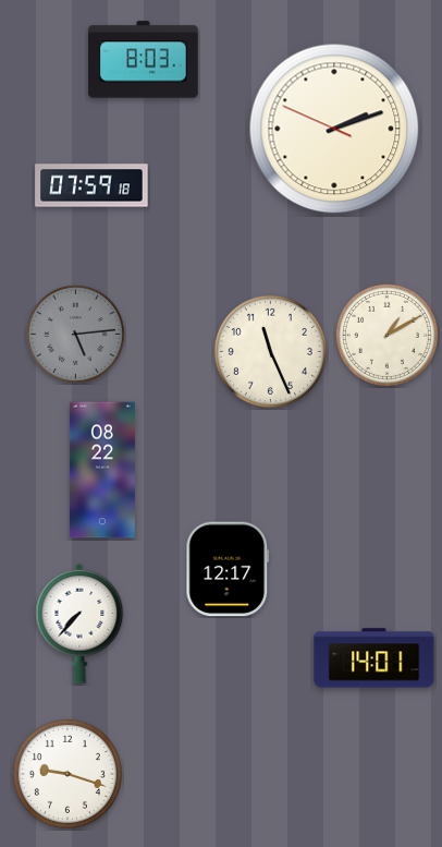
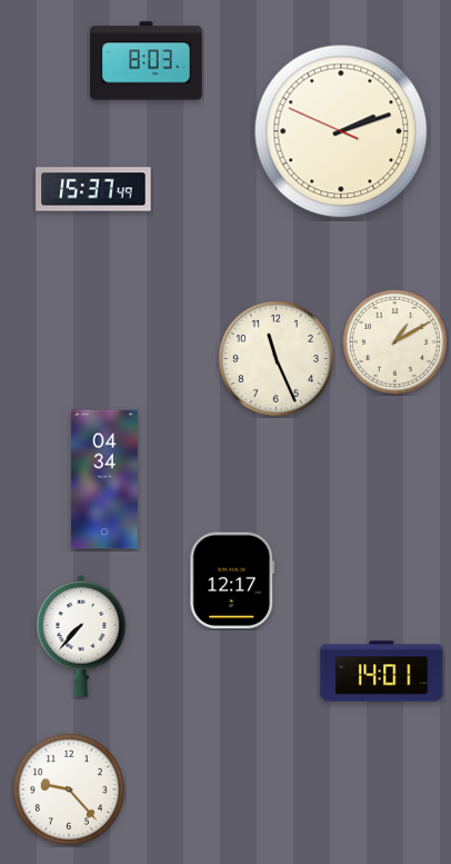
clock at (91, 185): 07:59 -> 15:37
clock at (75, 334): 5:14 -> none
clock at (102, 470): 08:22 -> 04:34
clock at (67, 774): 9:18 -> 9:23
